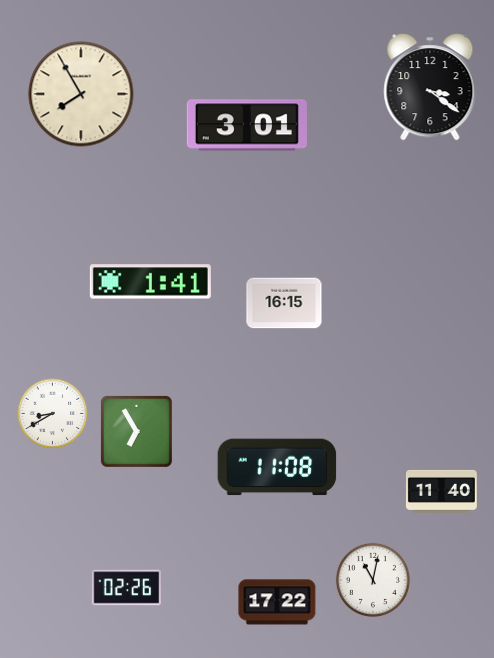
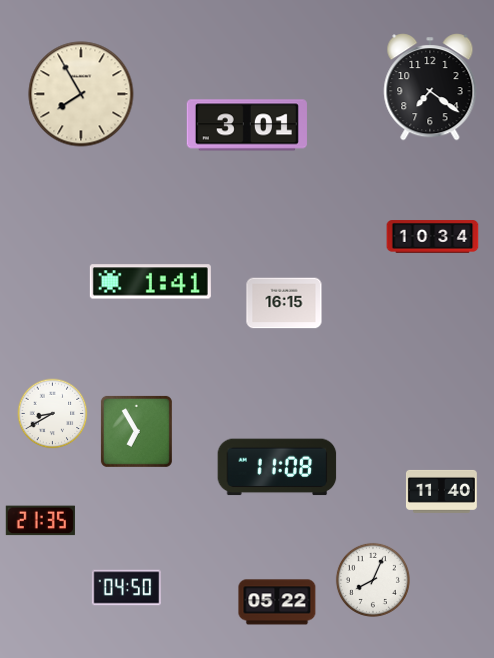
clock at (430, 87): 3:21 -> 7:21
clock at (433, 237): none -> 10:34
clock at (40, 521): none -> 21:35
clock at (373, 580): 11:02 -> 8:04
clock at (126, 588): 02:26 -> 04:50
clock at (277, 602): 17:22 -> 05:22
